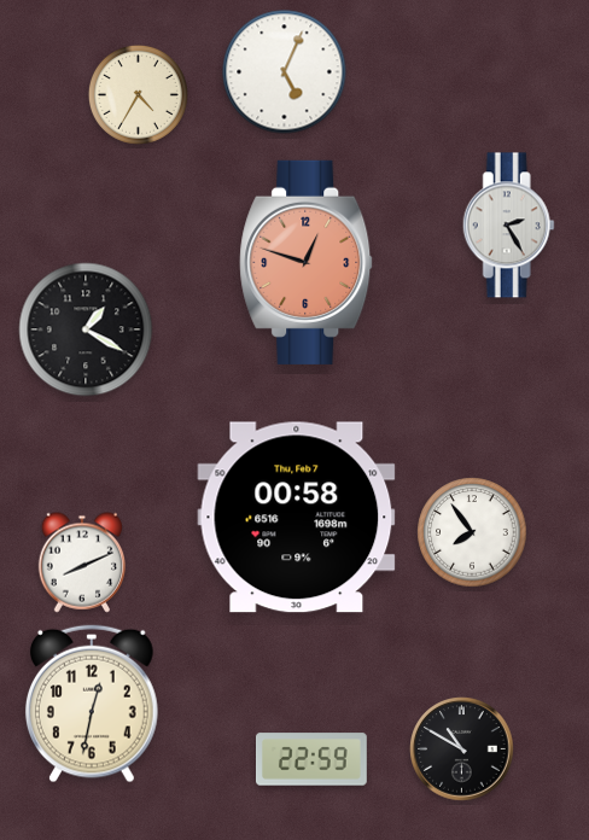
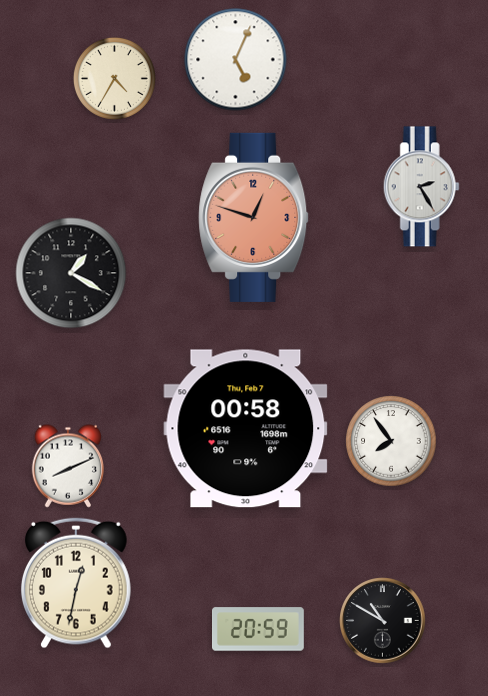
clock at (313, 759): 22:59 -> 20:59
